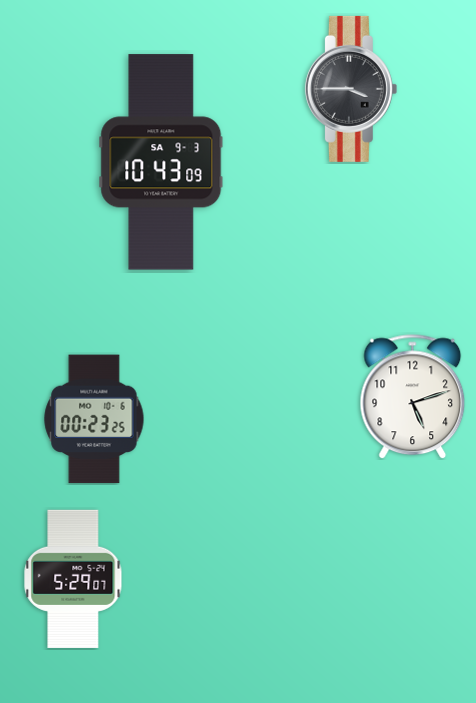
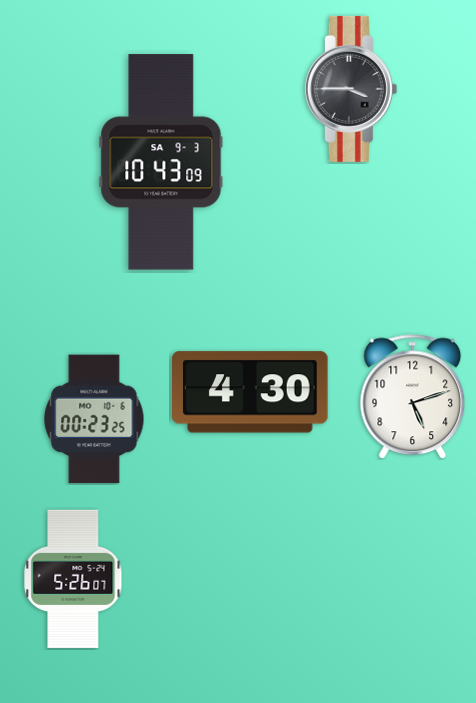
clock at (250, 392): none -> 4:30
clock at (73, 579): 5:29 -> 5:26
